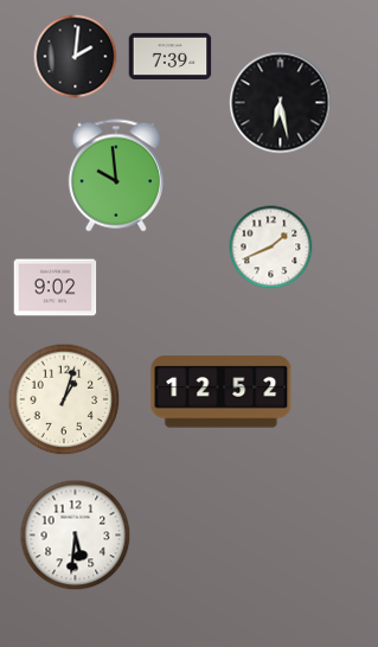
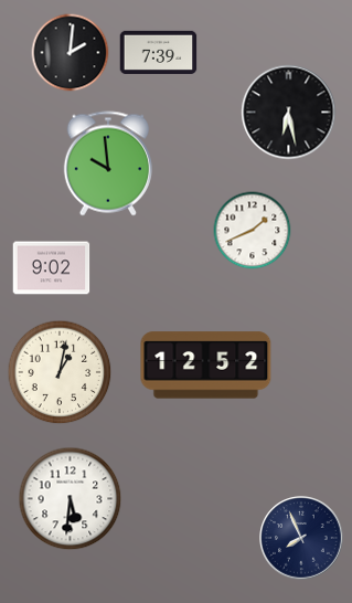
clock at (281, 103) position: (281, 103) -> (289, 113)
clock at (64, 399): 1:03 -> 1:02
clock at (301, 538): none -> 7:56
